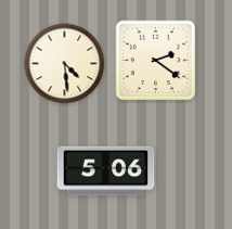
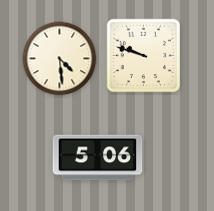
clock at (156, 61): 2:21 -> 9:48
